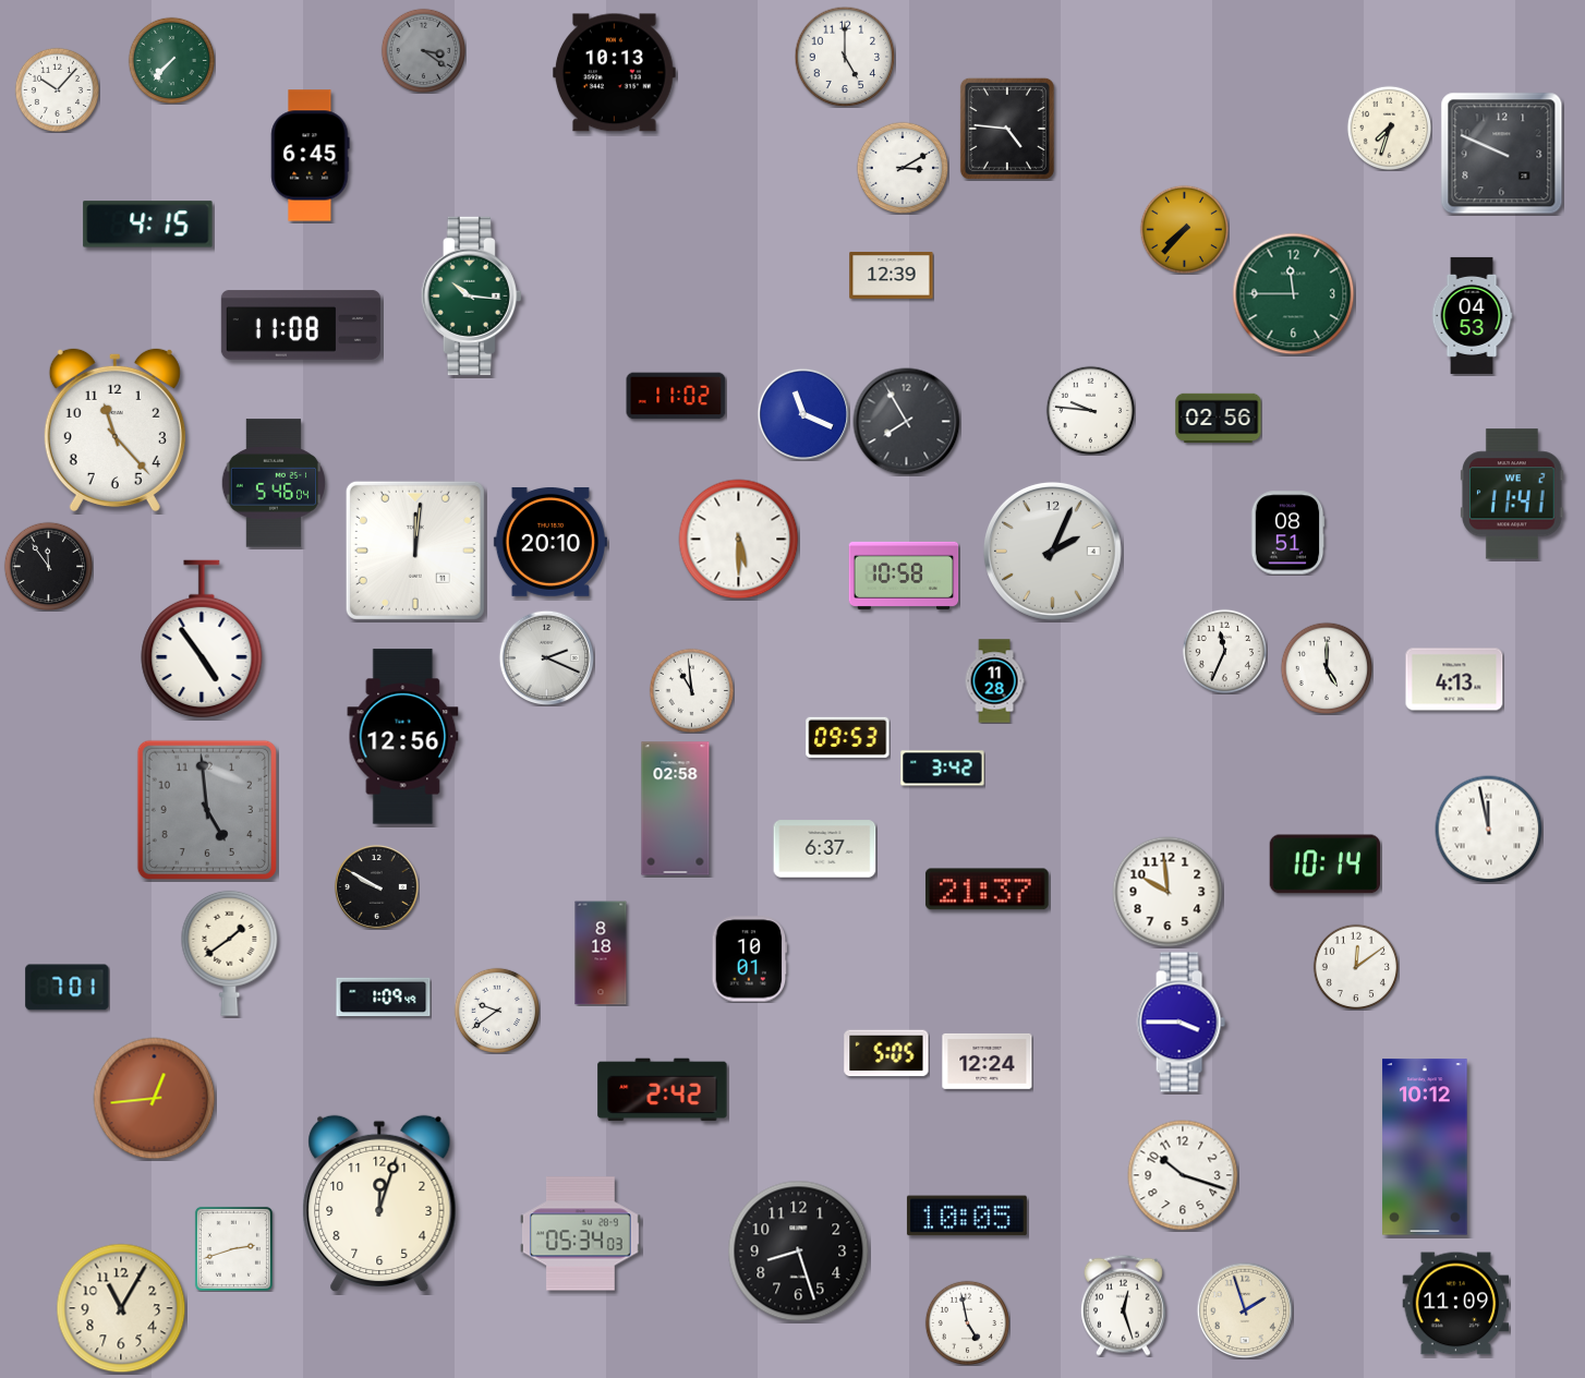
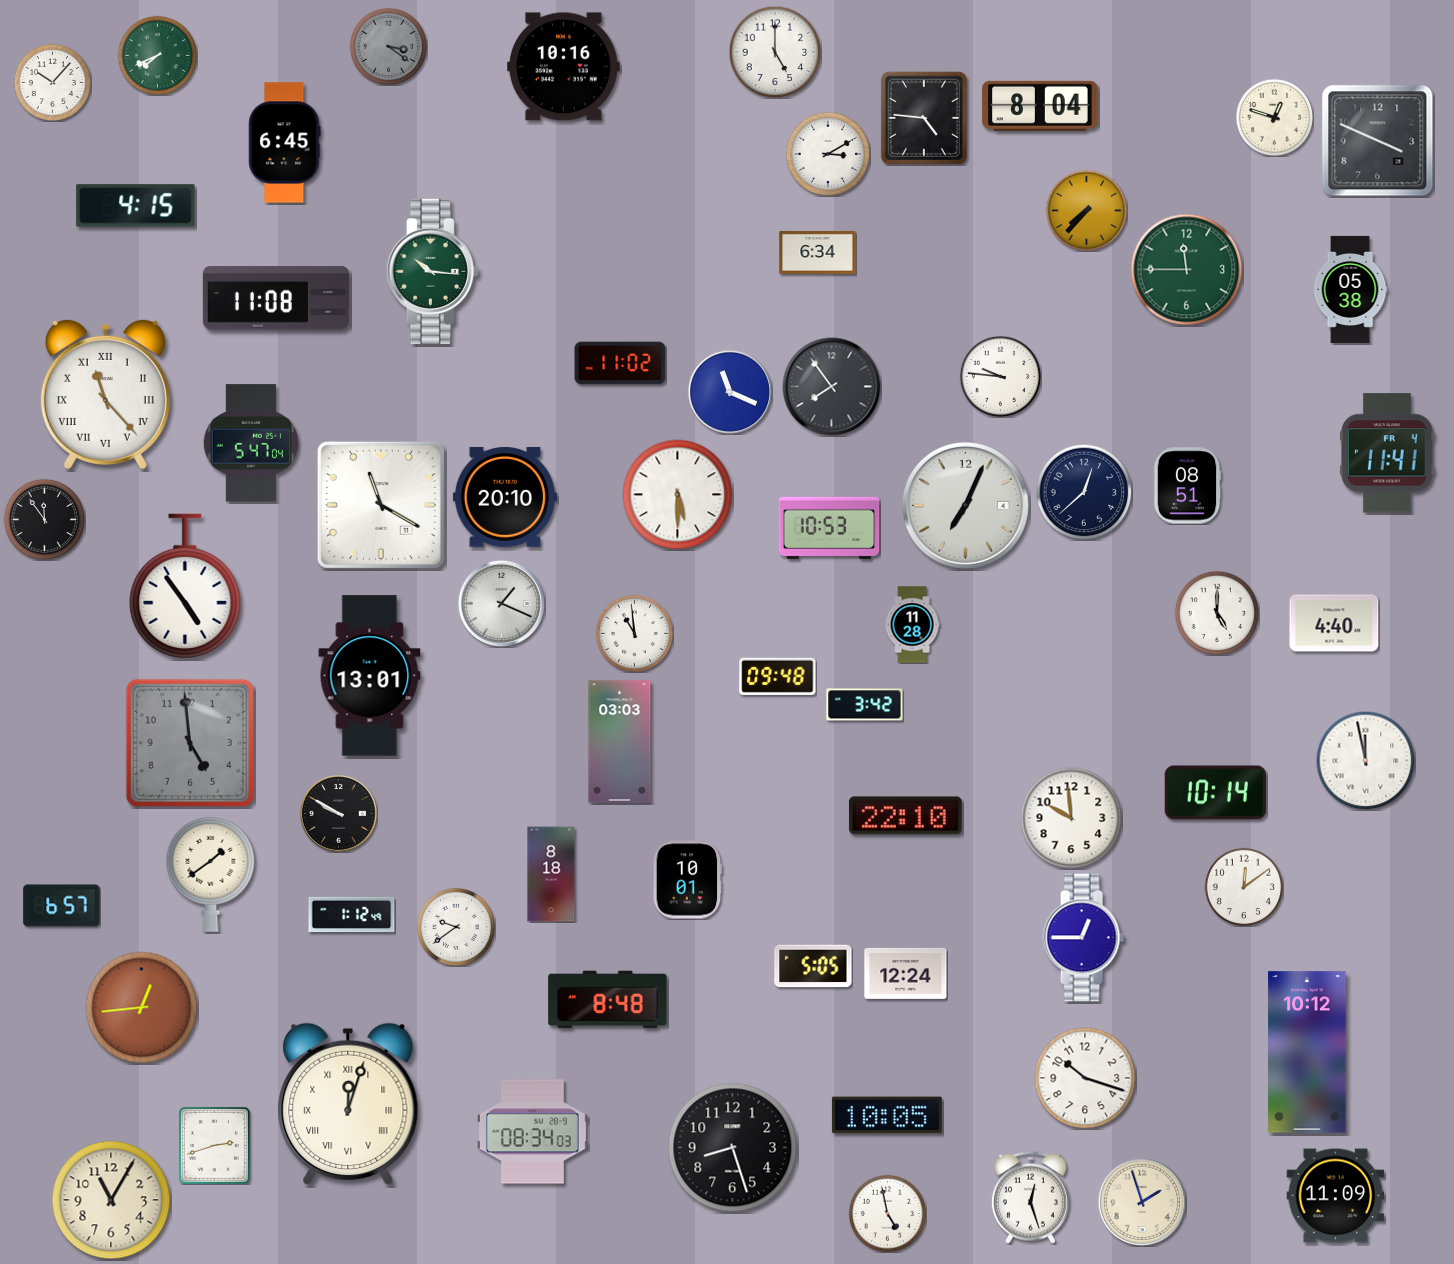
clock at (171, 60): 7:37 -> 7:41
clock at (615, 73): 10:13 -> 10:16
clock at (1040, 106): none -> 8:04
clock at (1389, 128): 7:33 -> 12:48
clock at (1502, 154): 9:49 -> 3:49
clock at (892, 275): 12:39 -> 6:34
clock at (1472, 315): 04:53 -> 05:38
clock at (802, 413) position: (802, 413) -> (729, 391)
clock at (1219, 419): 02:56 -> none
clock at (907, 422): 7:55 -> 7:54
clock at (114, 430) numerals: Arabic -> Roman
clock at (273, 483): 5:46 -> 5:47
clock at (1513, 494) date: WE 2 -> FR 4
clock at (1287, 533) position: (1287, 533) -> (1187, 486)
clock at (1084, 492): none -> 12:38
clock at (415, 551): 12:01 -> 11:20
clock at (1052, 551): 2:04 -> 7:04
clock at (904, 576): 10:58 -> 10:53
clock at (1224, 651): 11:34 -> none
clock at (546, 657): 2:19 -> 1:19
clock at (1454, 679): 4:13 -> 4:40
clock at (403, 737): 12:56 -> 13:01
clock at (848, 737): 09:53 -> 09:48
clock at (676, 809): 02:58 -> 03:03
clock at (825, 849): 6:37 -> none
clock at (376, 886) position: (376, 886) -> (338, 813)
clock at (987, 890): 21:37 -> 22:10
clock at (68, 988): 7:01 -> 6:57
clock at (384, 998): 1:09 -> 1:12
clock at (1181, 1023): 3:45 -> 12:45
clock at (663, 1090): 2:42 -> 8:48
clock at (379, 1204) numerals: Arabic -> Roman
clock at (580, 1234): 05:34 -> 08:34
